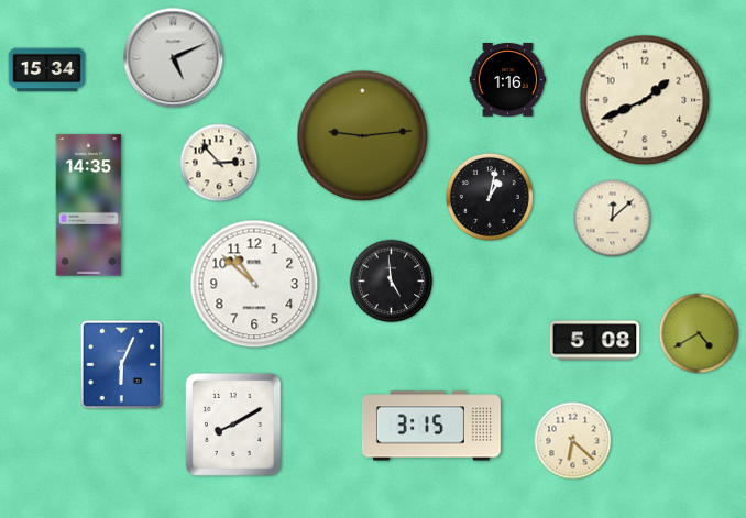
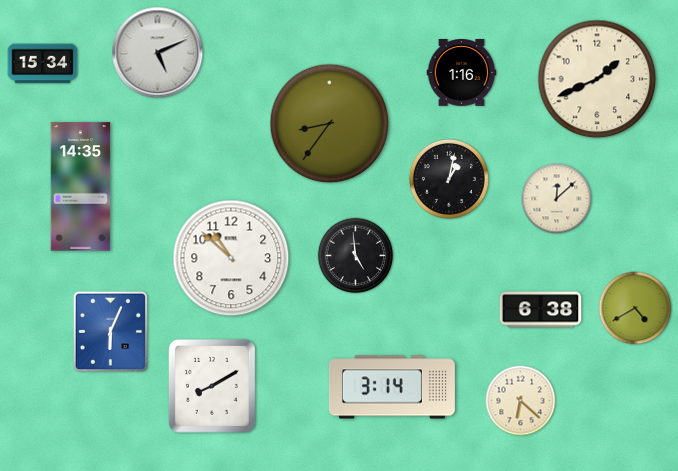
clock at (645, 100) position: (645, 100) -> (597, 79)
clock at (363, 136): 9:14 -> 8:36
clock at (219, 163): 2:53 -> none
clock at (490, 197) position: (490, 197) -> (449, 179)
clock at (699, 333) position: (699, 333) -> (635, 308)
clock at (595, 341): 5:08 -> 6:38
clock at (431, 426): 3:15 -> 3:14
